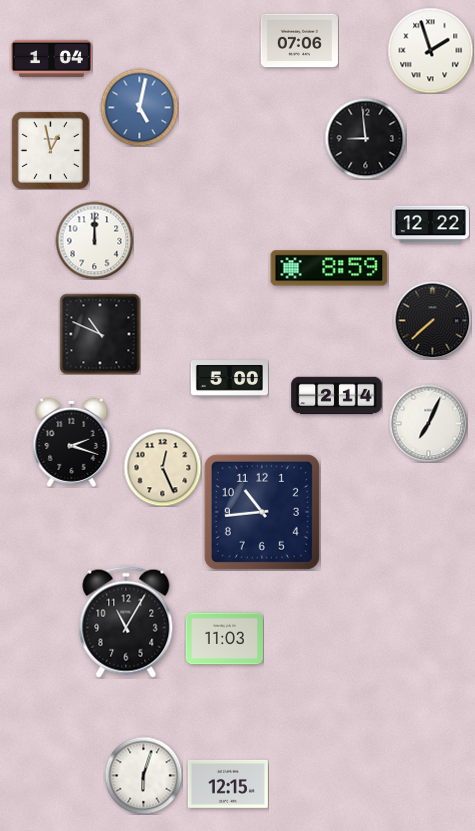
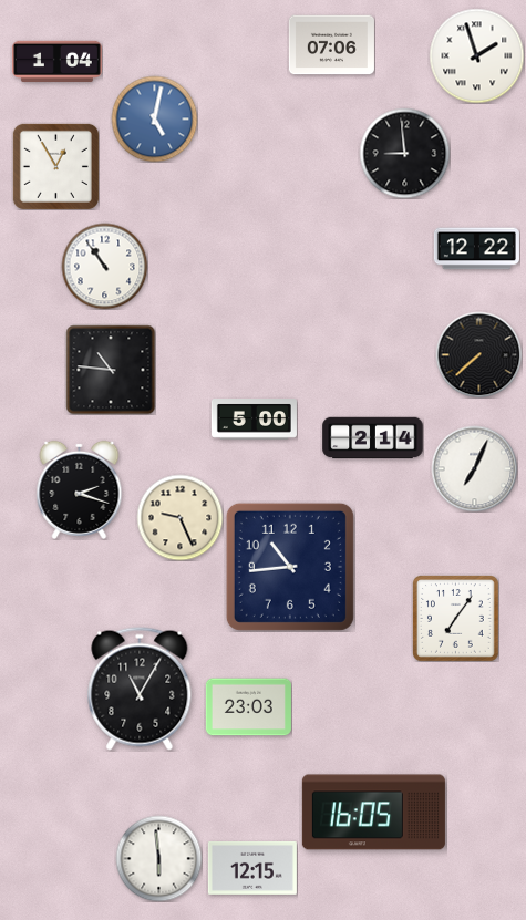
clock at (51, 58) position: (51, 58) -> (56, 61)
clock at (50, 150): 12:58 -> 12:55
clock at (94, 240): 12:00 -> 10:54
clock at (329, 268): 8:59 -> none
clock at (100, 334): 10:49 -> 10:46
clock at (162, 467): 12:26 -> 9:26
clock at (456, 619): none -> 7:06
clock at (224, 639): 11:03 -> 23:03
clock at (373, 813): none -> 16:05
clock at (143, 775): 6:03 -> 5:59
